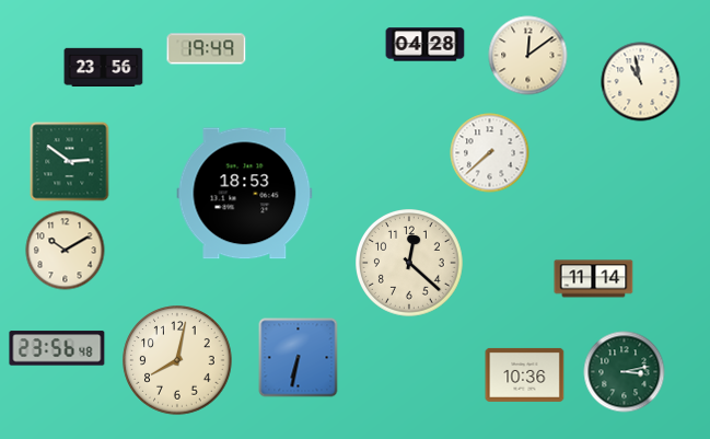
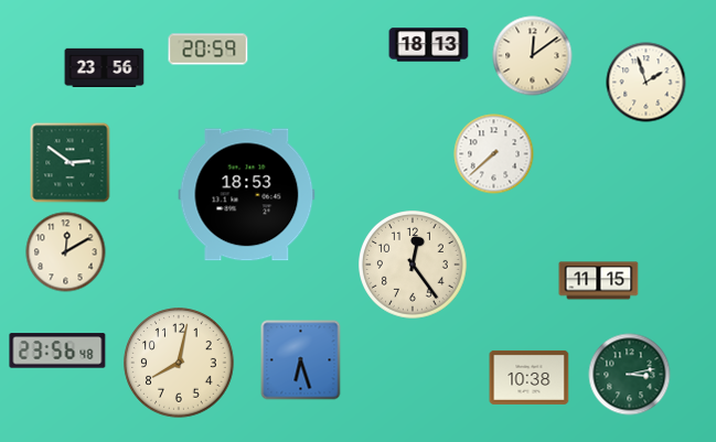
clock at (426, 45): 04:28 -> 18:13
clock at (207, 49): 19:49 -> 20:59
clock at (641, 82): 10:58 -> 1:57
clock at (66, 251): 10:10 -> 12:10
clock at (410, 264): 12:22 -> 12:24
clock at (594, 279): 11:14 -> 11:15
clock at (299, 358): 6:32 -> 6:27
clock at (525, 374): 10:36 -> 10:38
